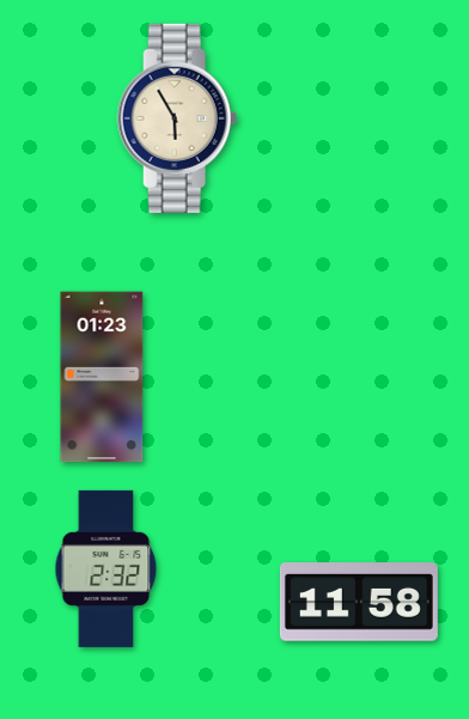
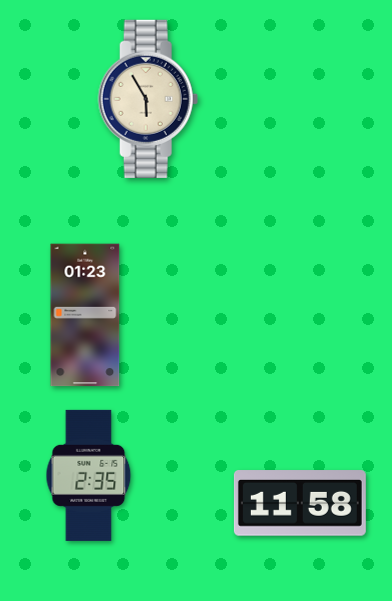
clock at (106, 568): 2:32 -> 2:35
